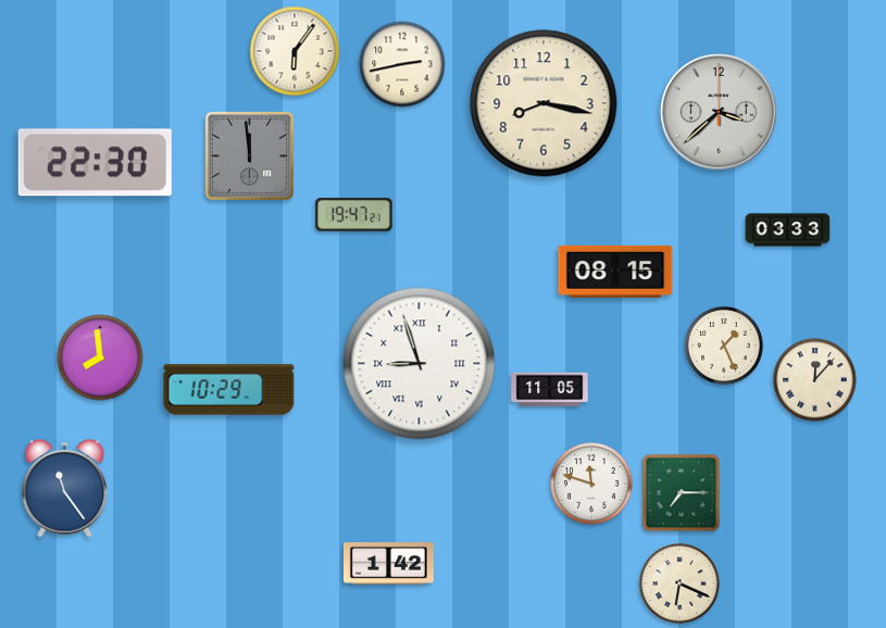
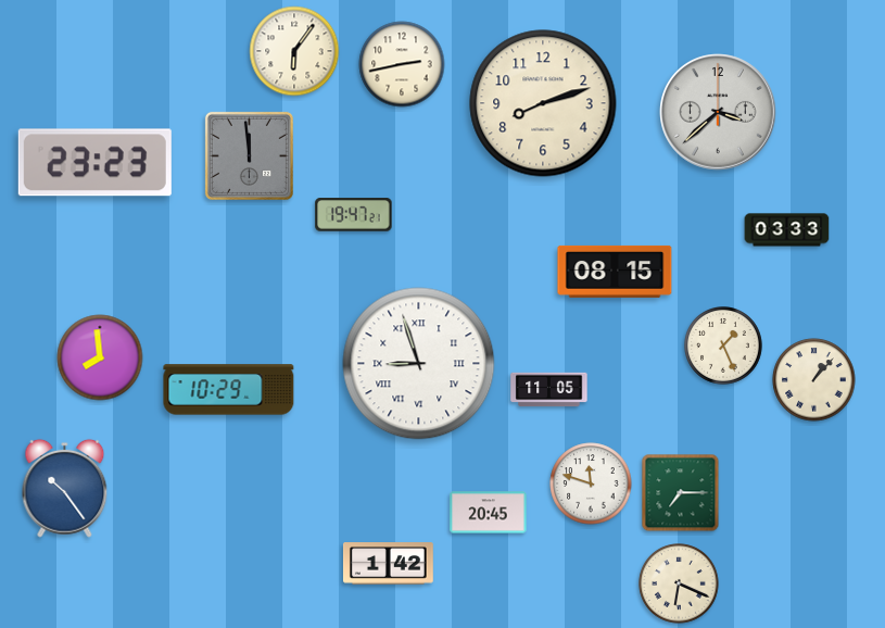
clock at (544, 103): 8:17 -> 8:12
clock at (95, 163): 22:30 -> 23:23
clock at (815, 380): 12:07 -> 1:07
clock at (65, 488): 11:24 -> 10:24
clock at (489, 513): none -> 20:45
